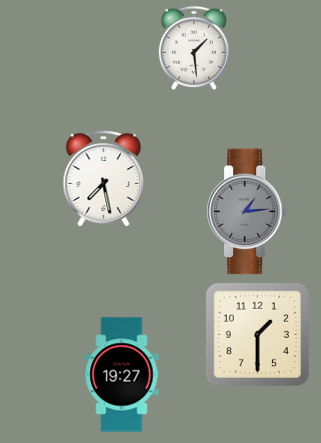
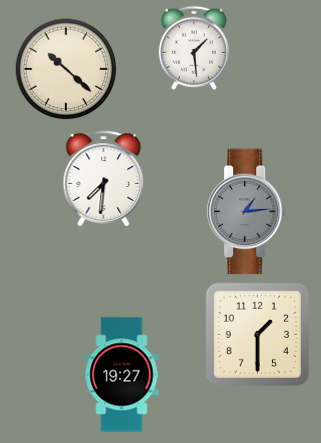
clock at (66, 69): none -> 10:22
clock at (104, 179): 7:28 -> 7:31
